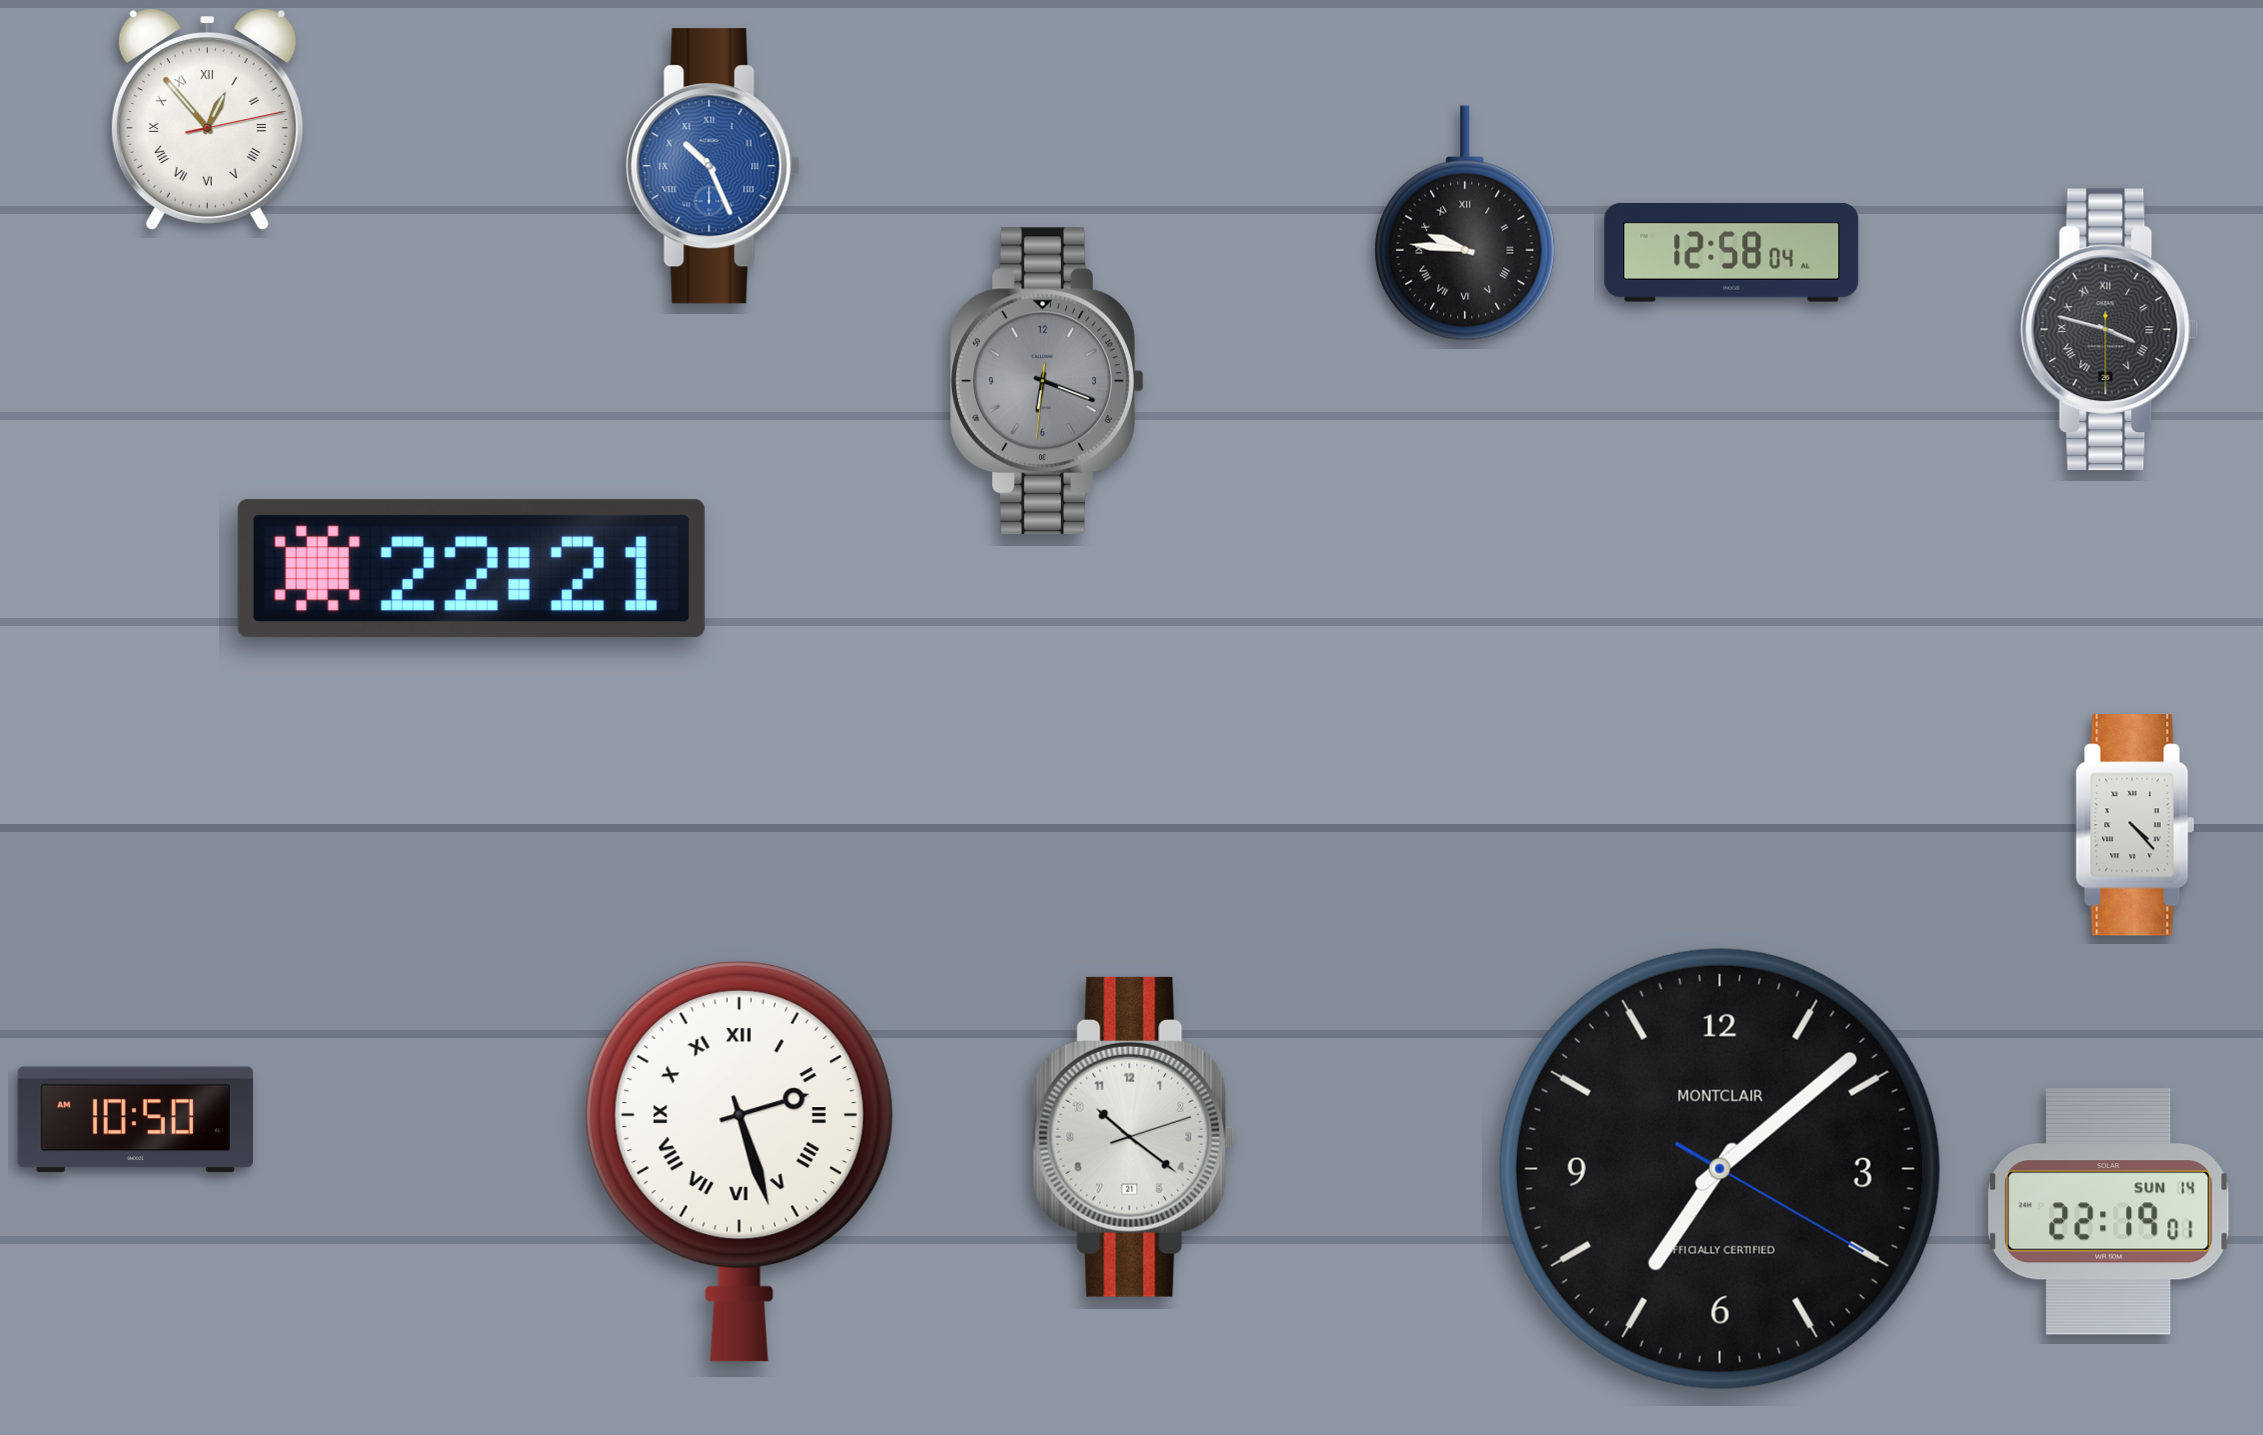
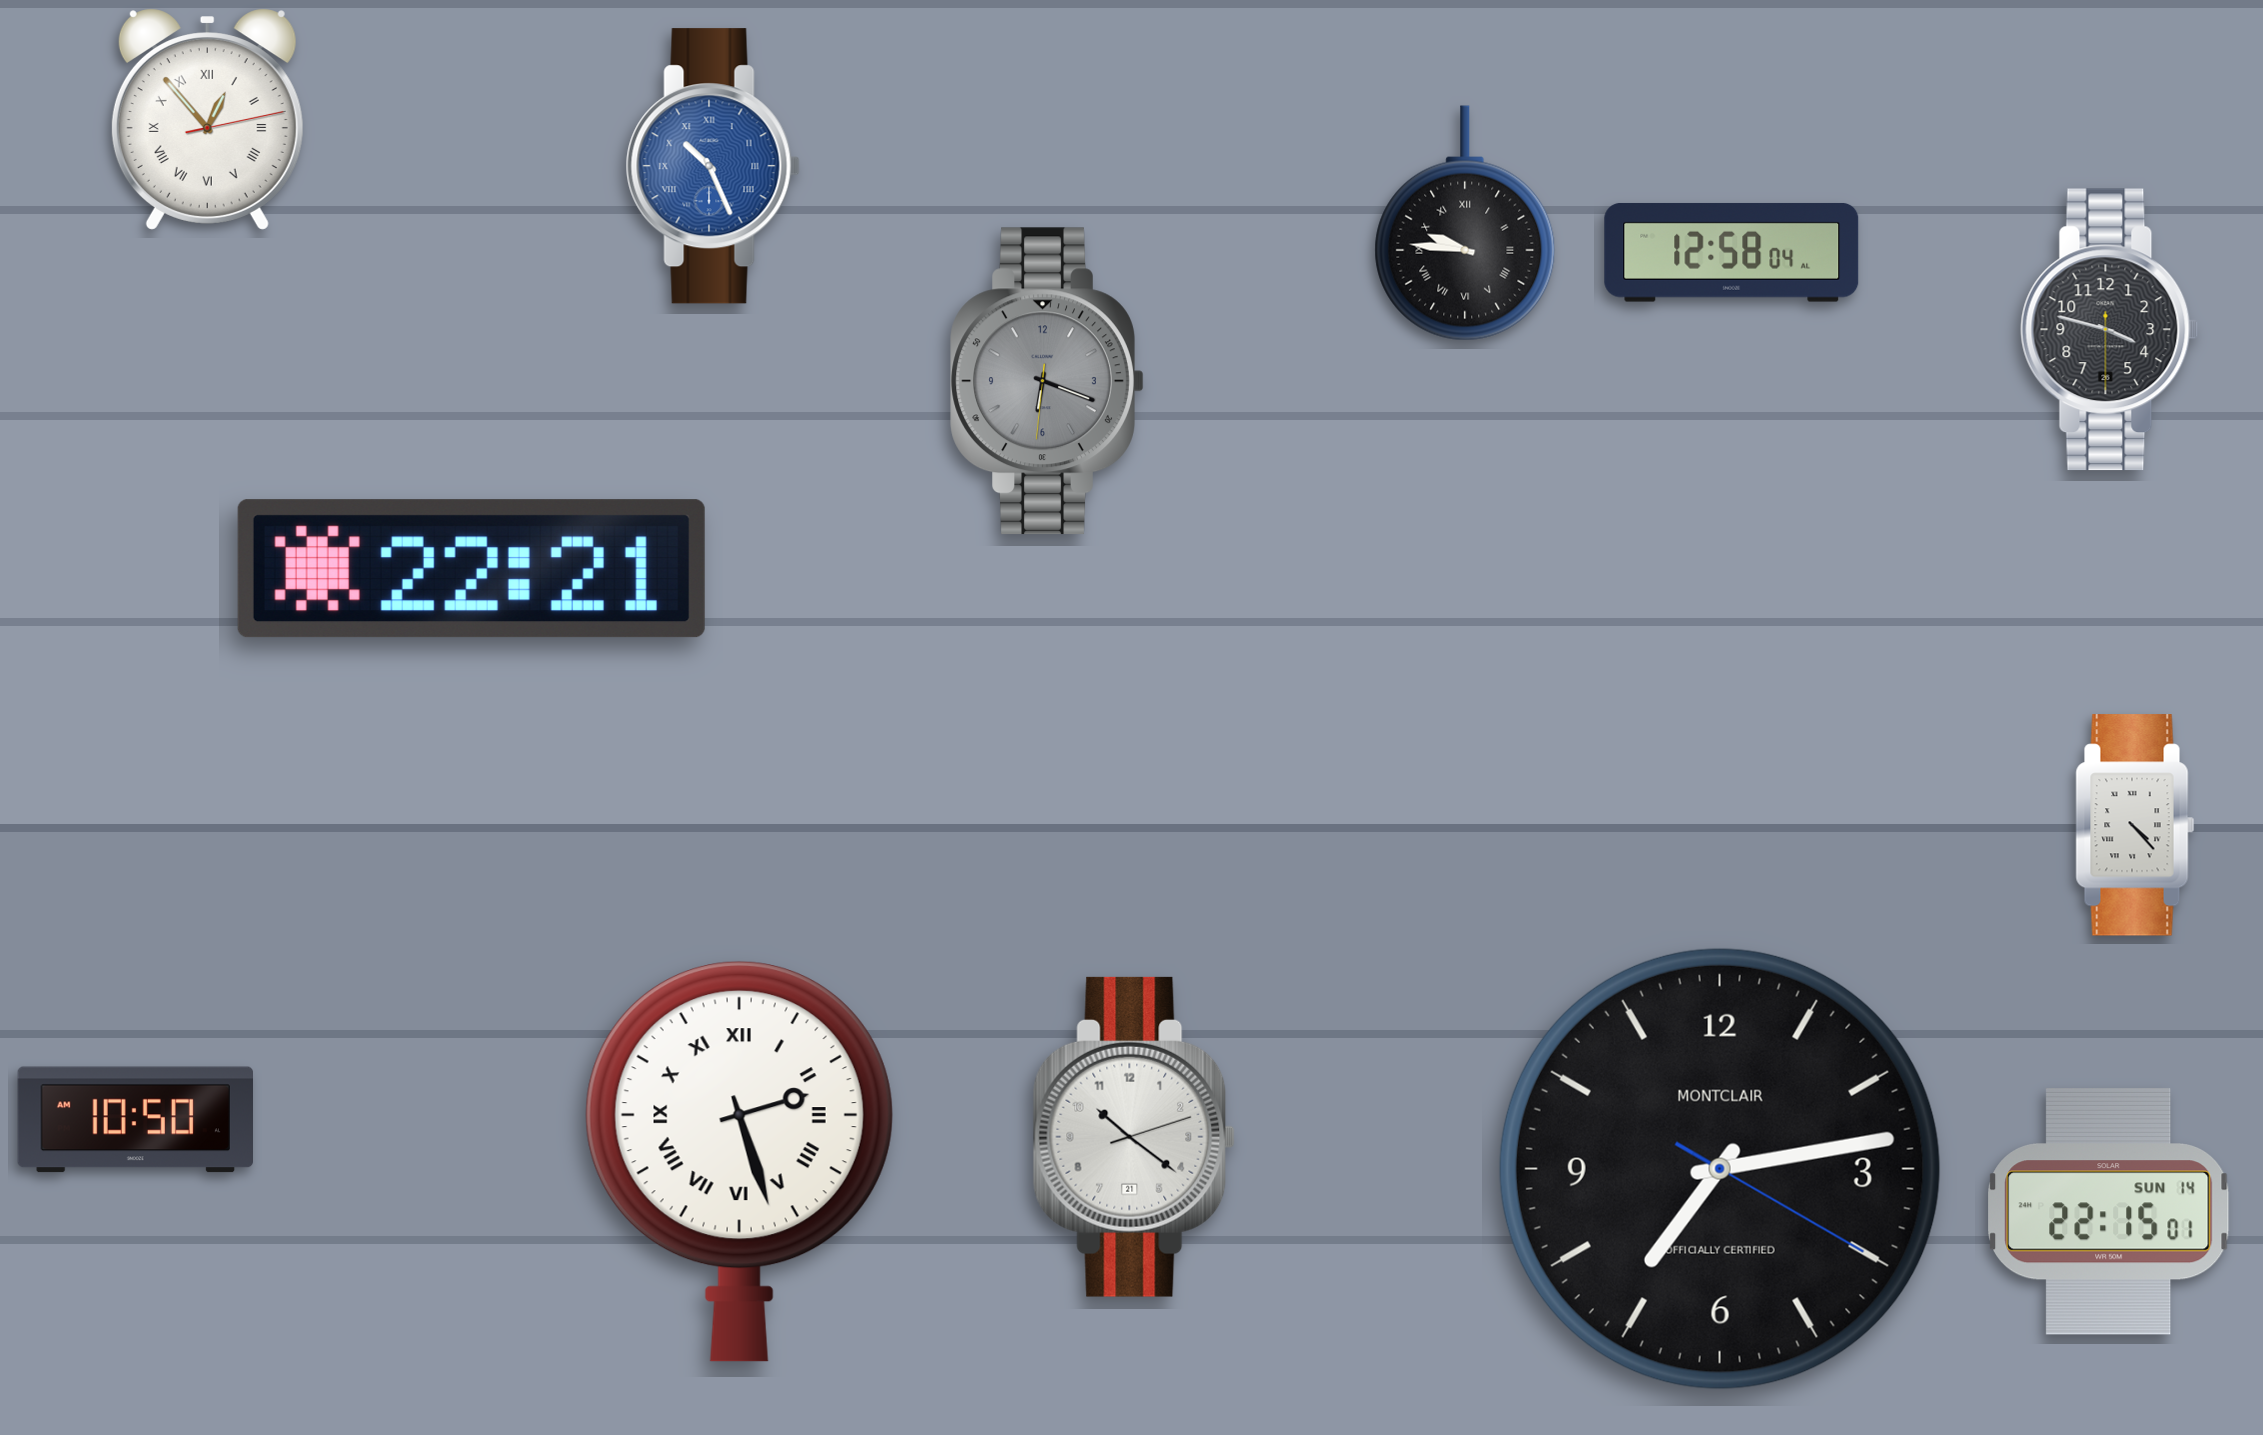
clock at (2110, 330) numerals: Roman -> Arabic
clock at (1720, 1169): 7:08 -> 7:13
clock at (2109, 1211): 22:19 -> 22:15
